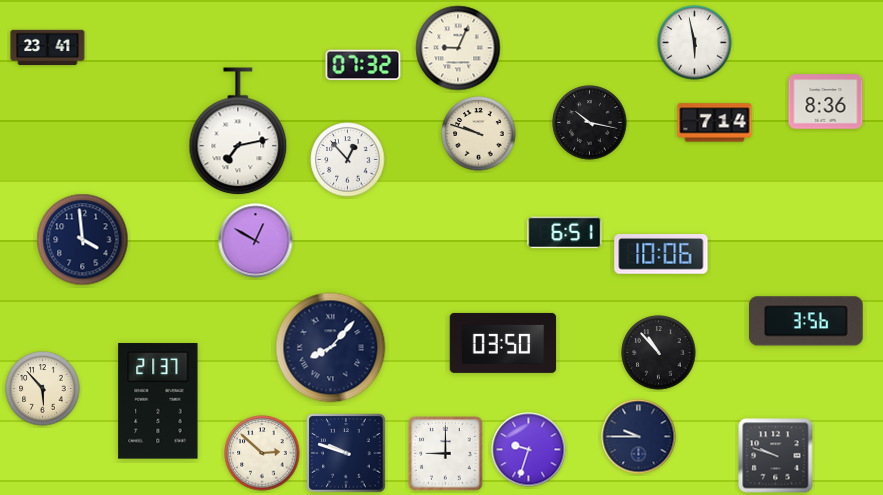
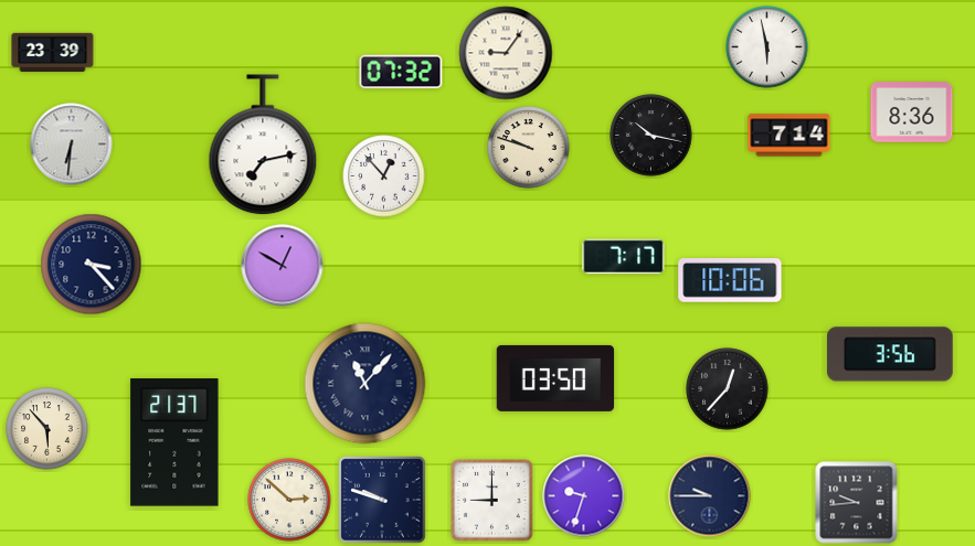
clock at (48, 48): 23:41 -> 23:39
clock at (458, 48): 9:04 -> 9:06
clock at (72, 144): none -> 6:31
clock at (565, 233): 6:51 -> 7:17
clock at (83, 240): 3:59 -> 3:23
clock at (331, 348): 8:07 -> 11:07
clock at (659, 353): 10:53 -> 12:37
clock at (639, 437) position: (639, 437) -> (710, 496)
clock at (776, 456): 9:48 -> 9:44
